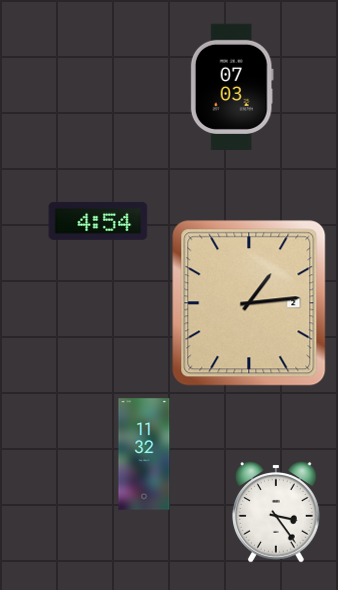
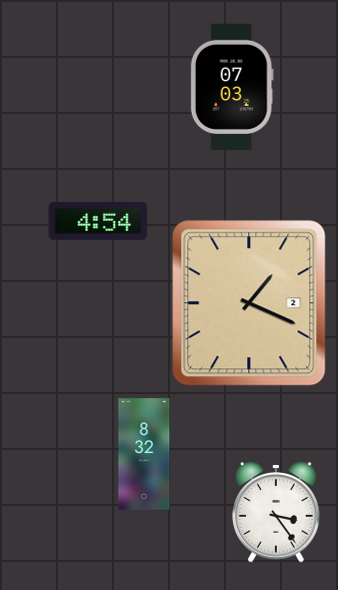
clock at (249, 303): 1:14 -> 1:19
clock at (144, 454): 11:32 -> 8:32
